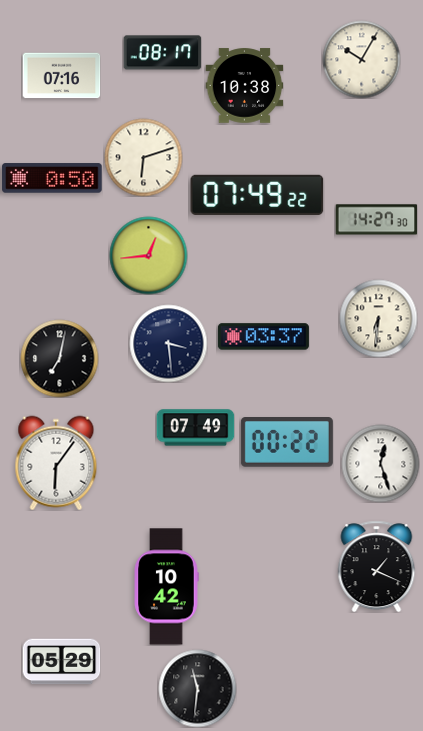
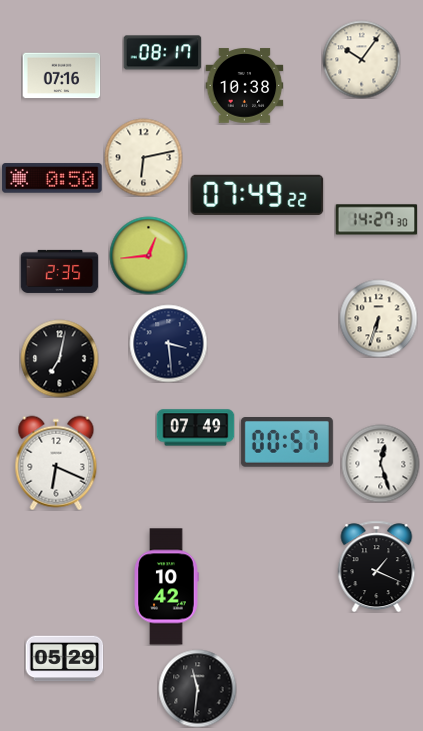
clock at (361, 59): 10:05 -> 10:06
clock at (143, 157): 6:12 -> 6:13
clock at (59, 271): none -> 2:35
clock at (378, 318): 6:31 -> 6:33
clock at (263, 337): 03:37 -> none
clock at (287, 443): 00:22 -> 00:57
clock at (56, 463): 6:06 -> 6:19
clock at (61, 662) position: (61, 662) -> (64, 659)
